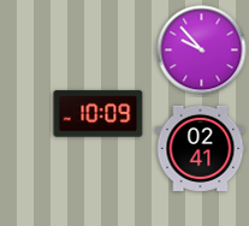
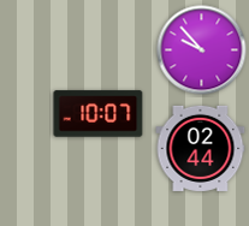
clock at (99, 114): 10:09 -> 10:07
clock at (201, 148): 02:41 -> 02:44
